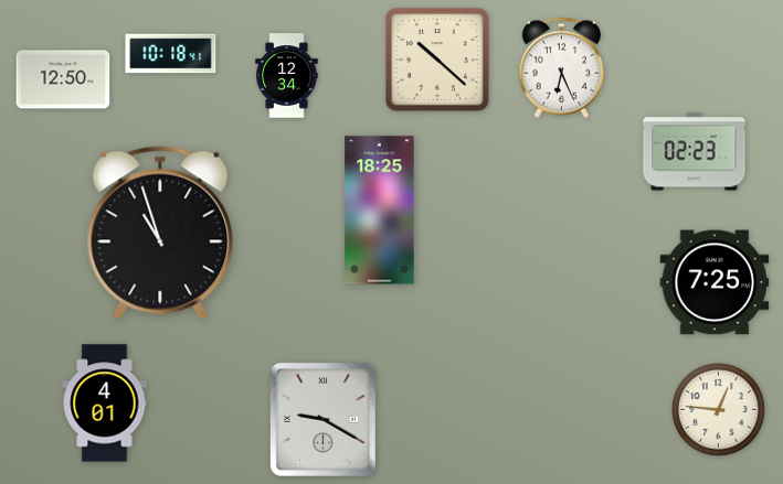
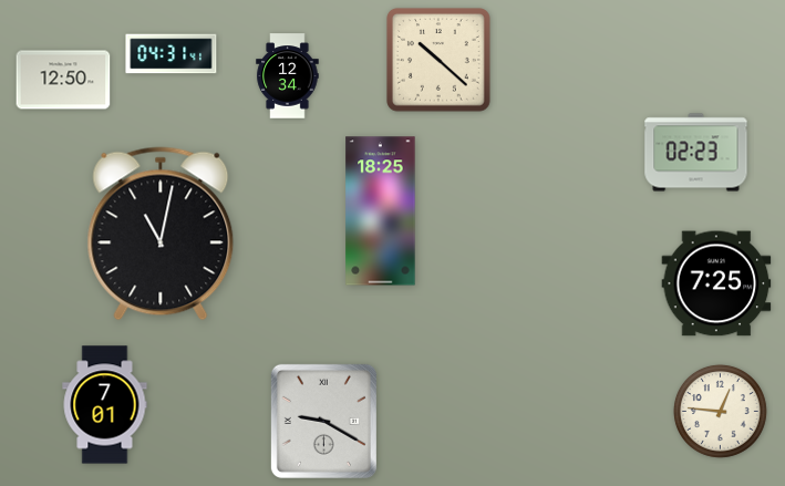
clock at (171, 54): 10:18 -> 04:31
clock at (562, 67): 6:26 -> none
clock at (160, 233): 10:57 -> 11:02
clock at (105, 404): 4:01 -> 7:01
